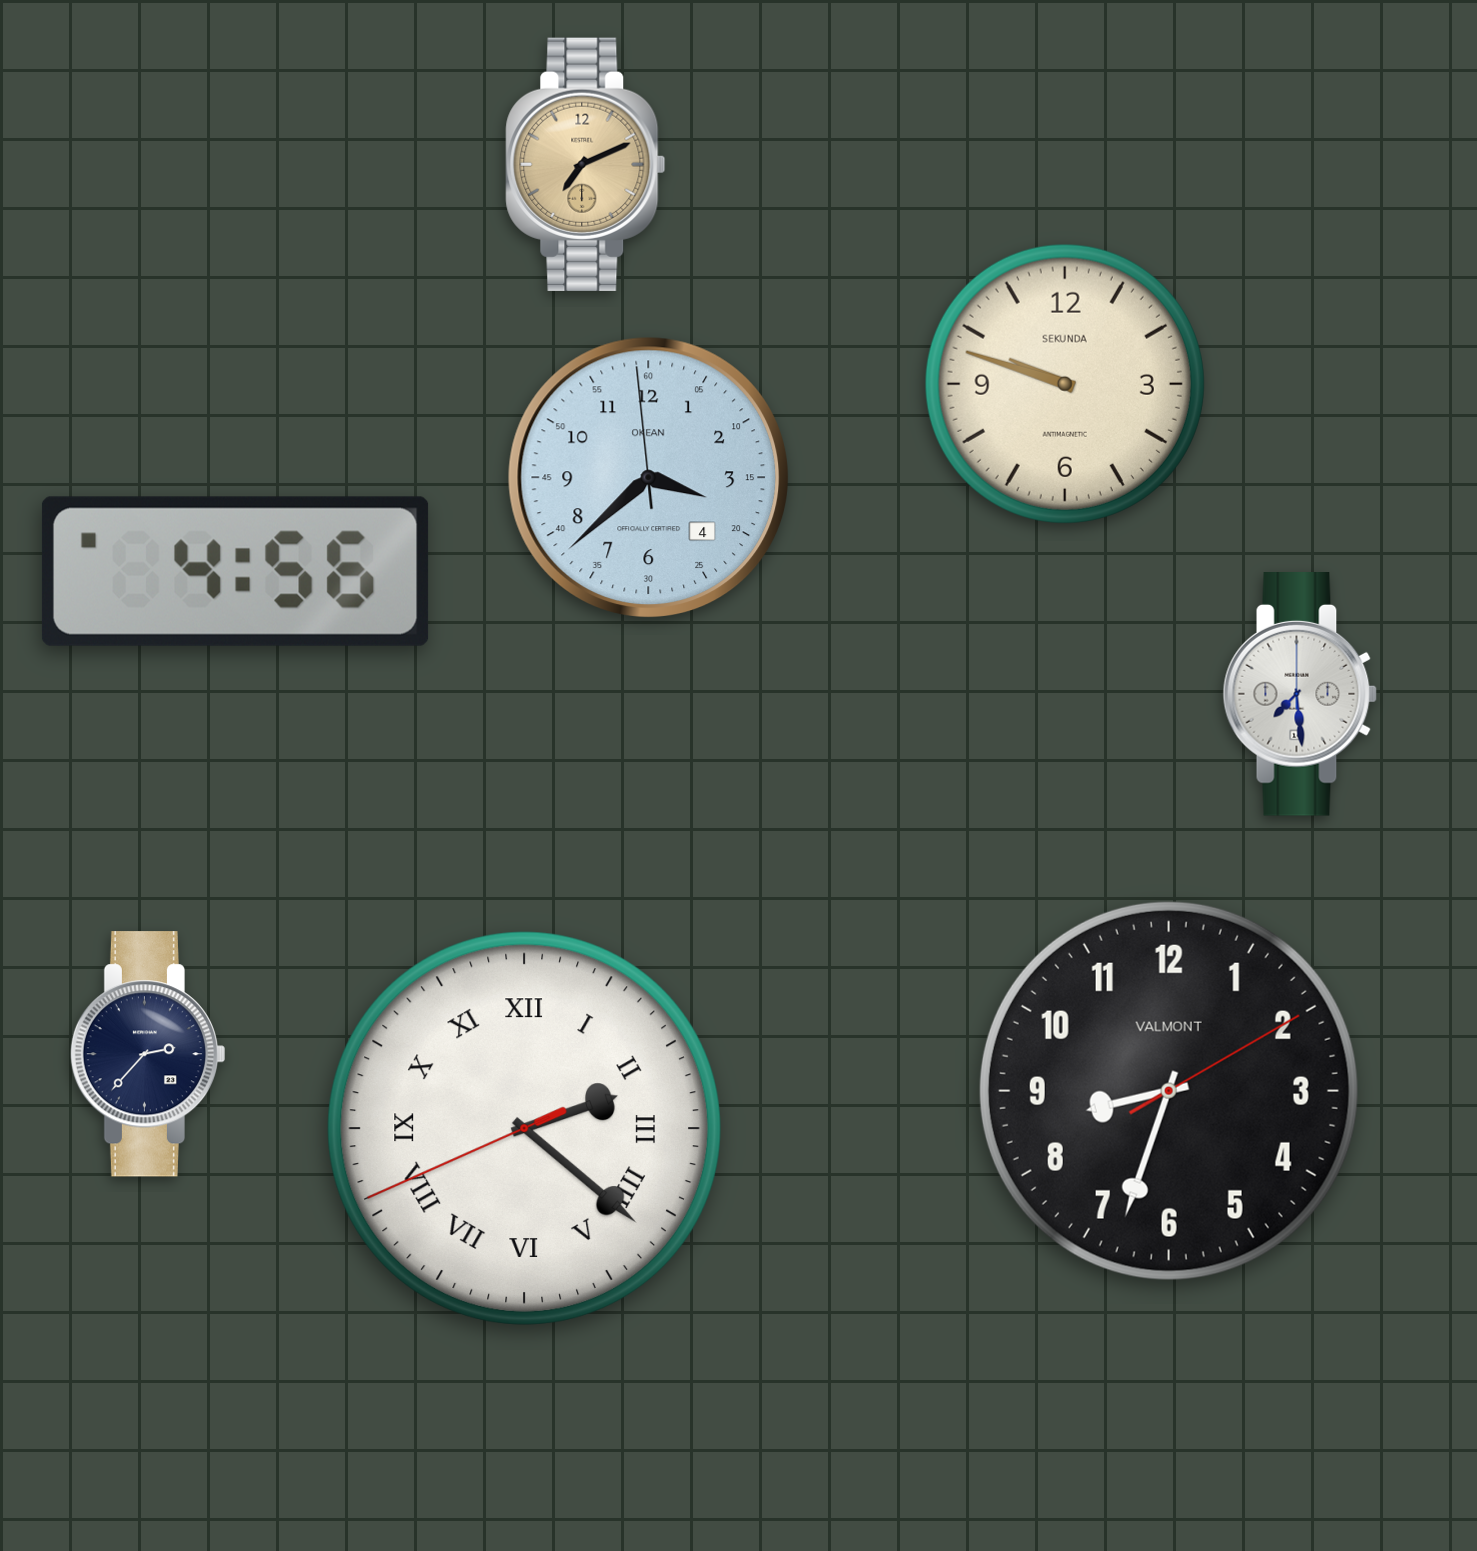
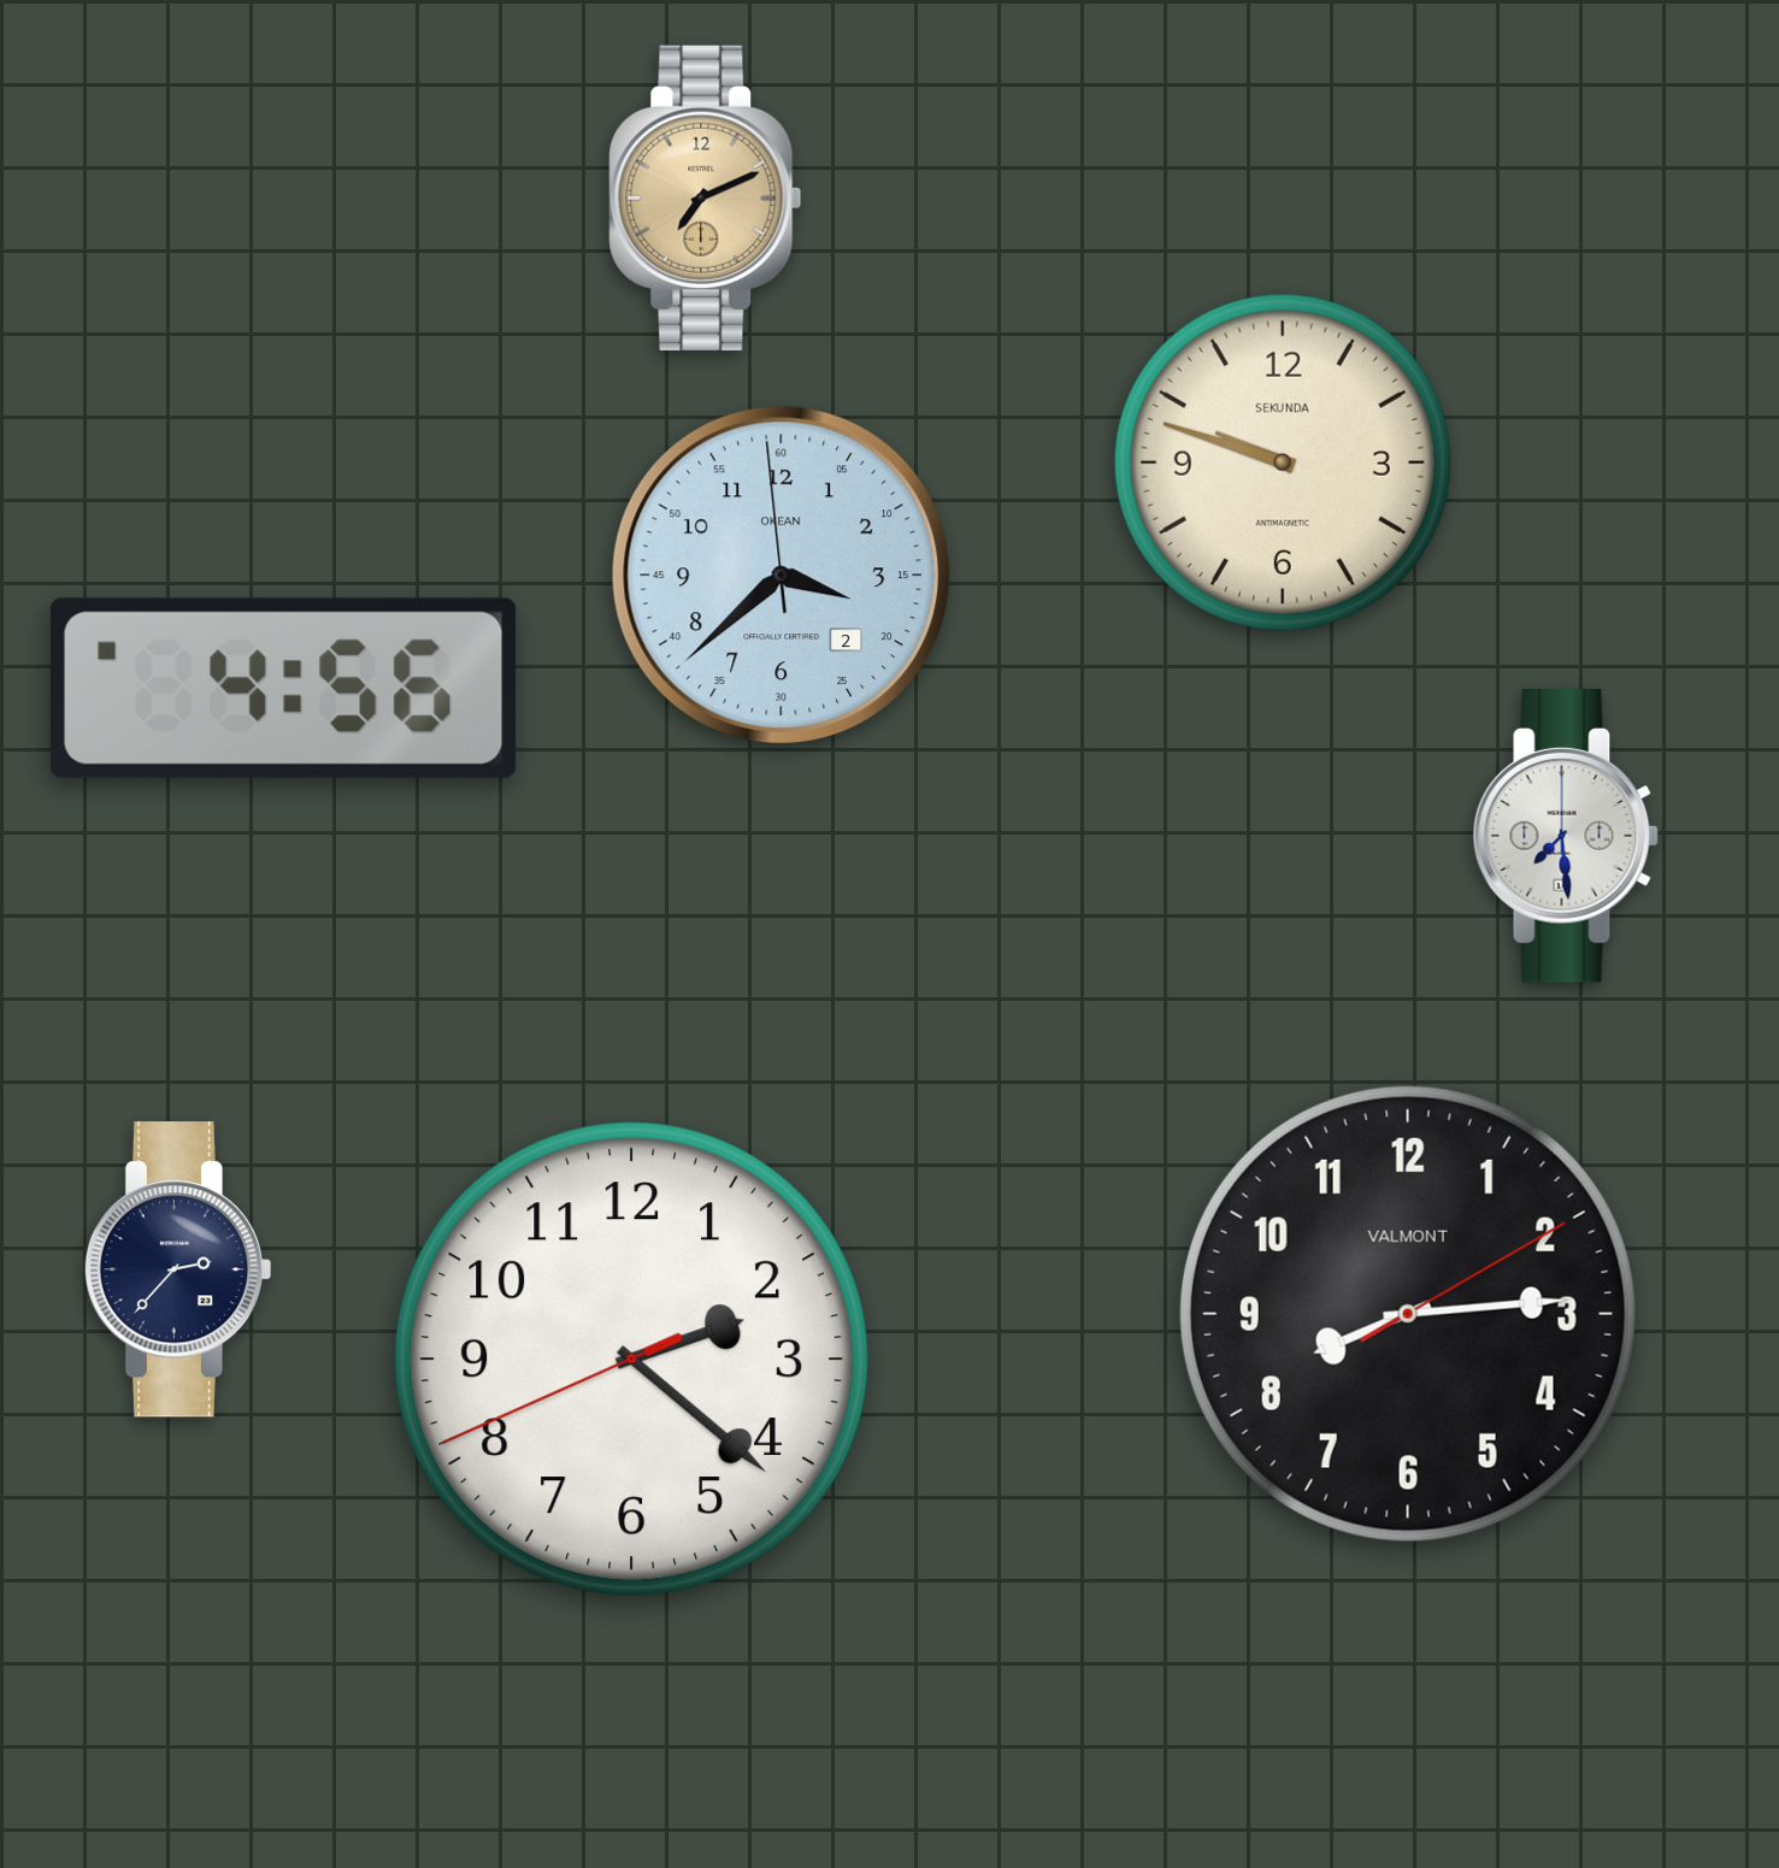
clock at (648, 477) date: 4 -> 2
clock at (1169, 1091): 8:33 -> 8:14
clock at (524, 1128) numerals: Roman -> Arabic
